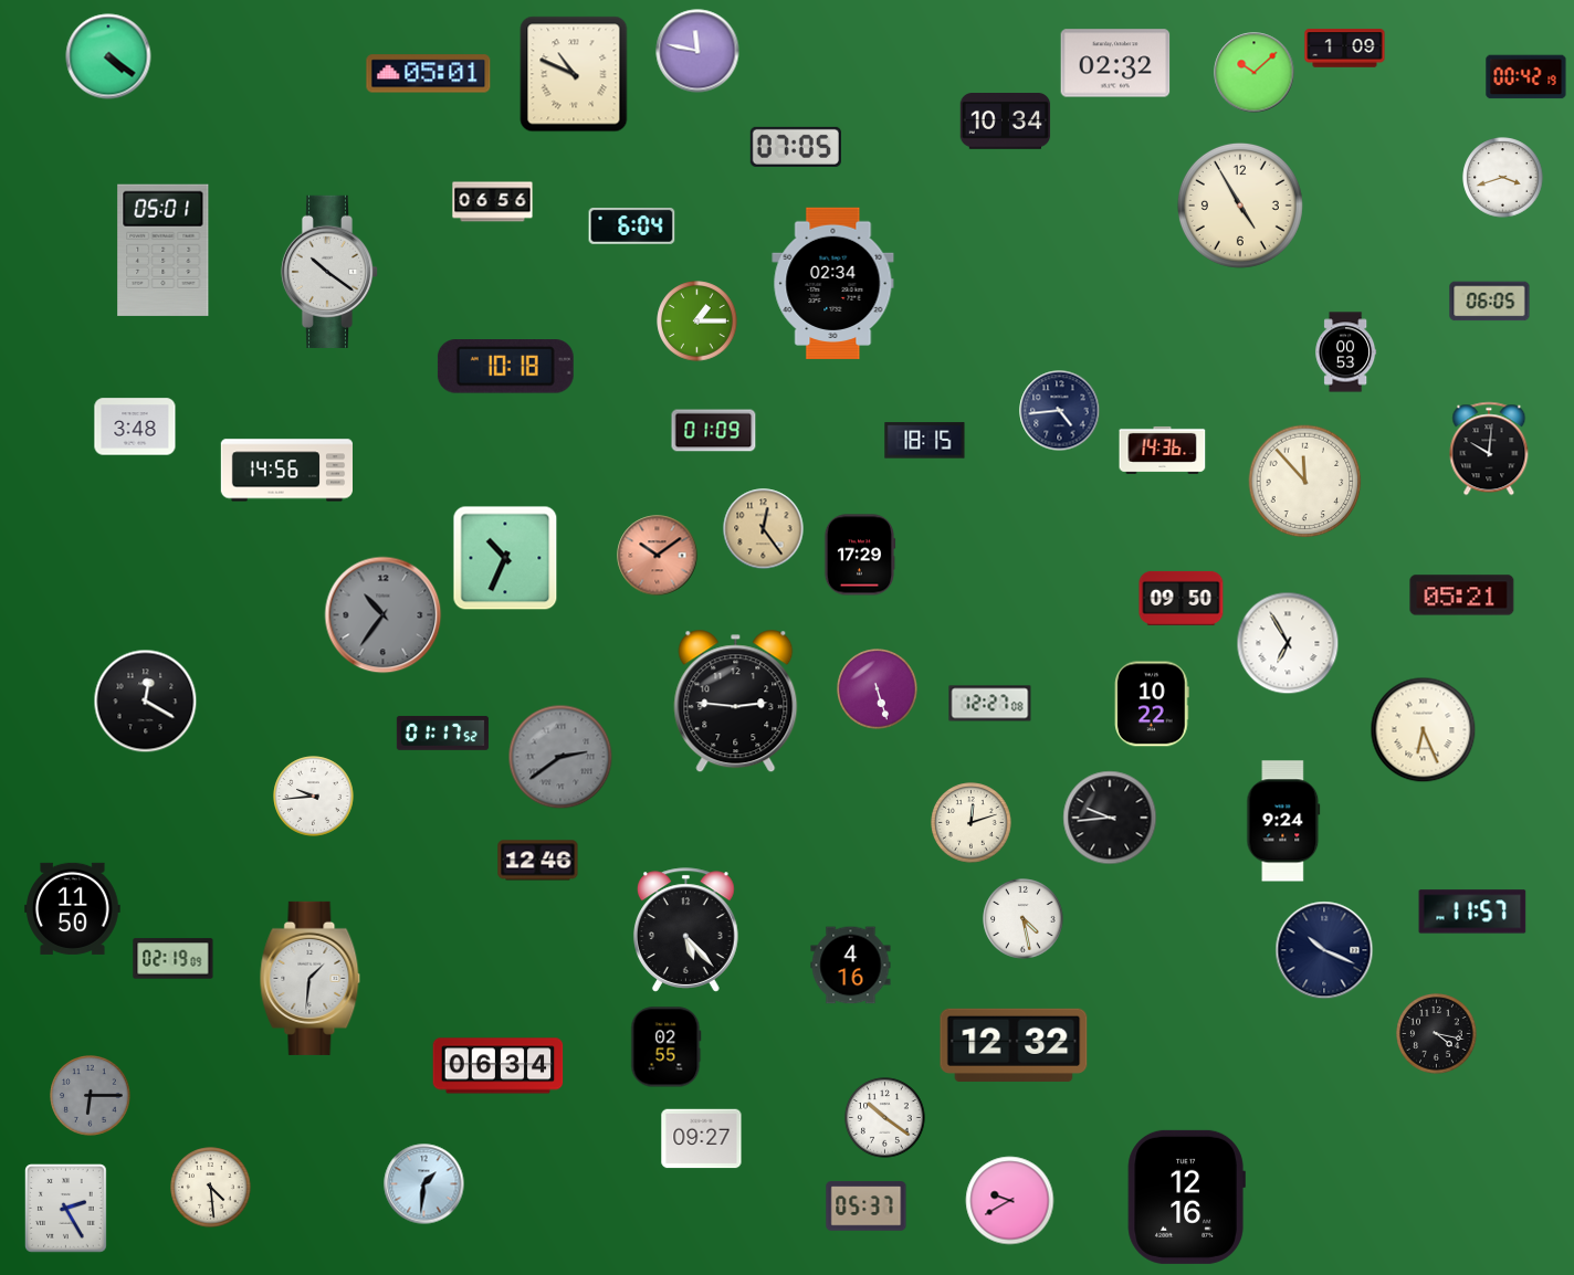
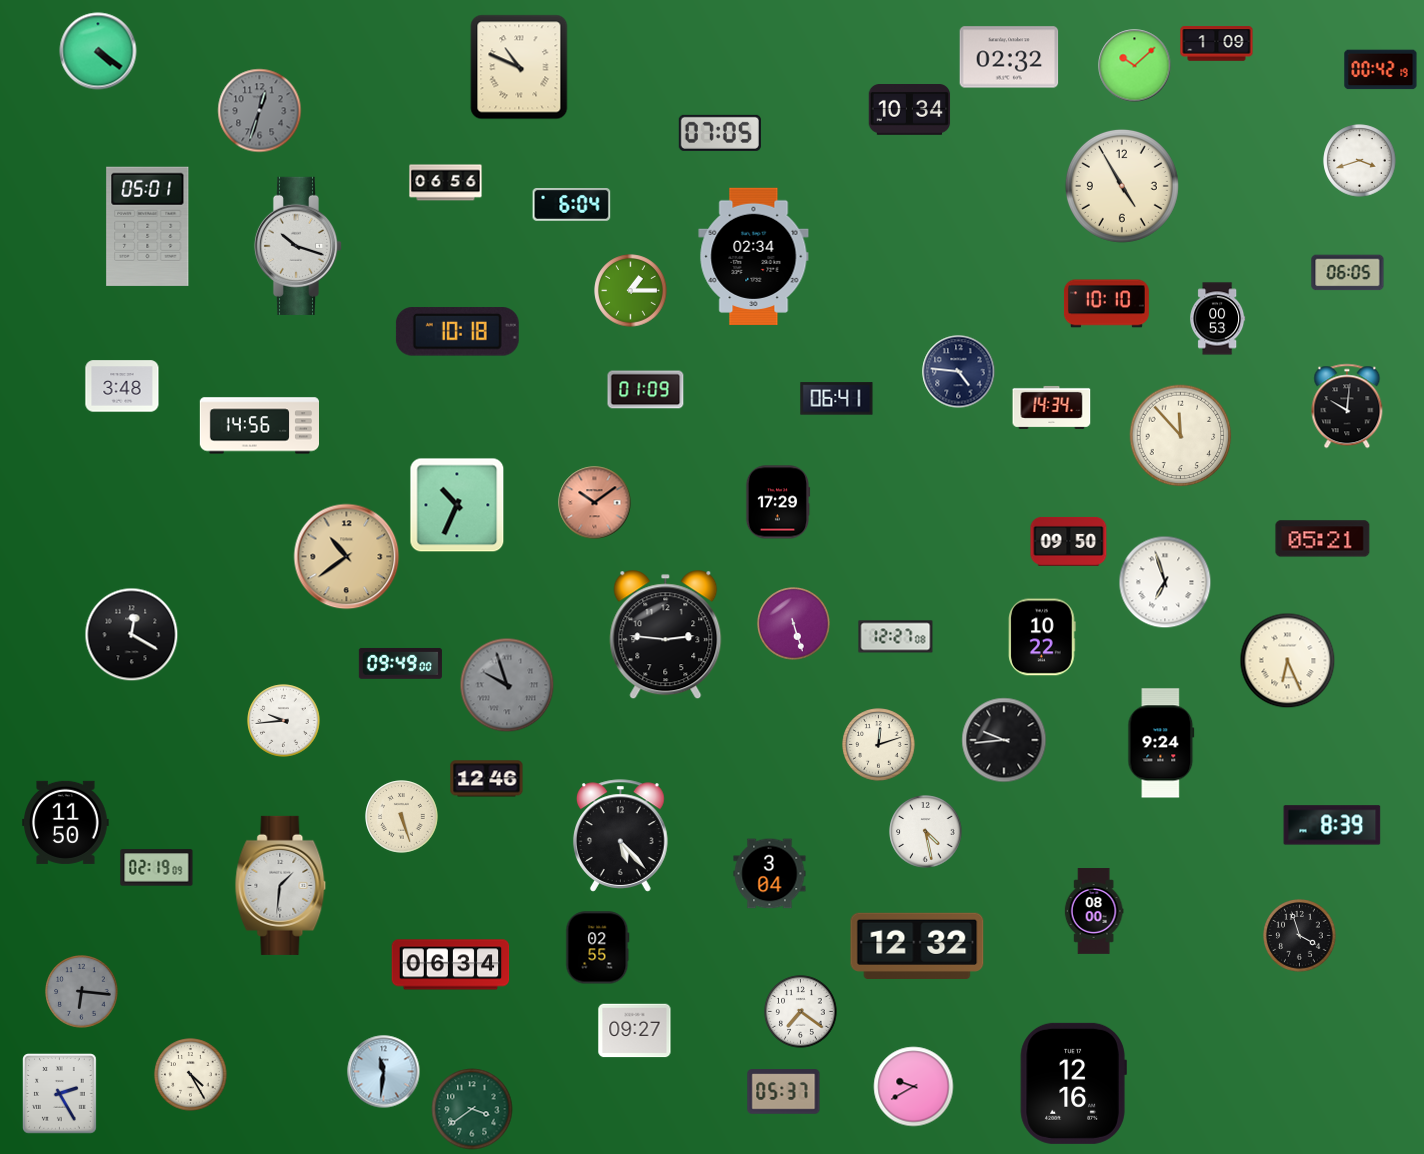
clock at (697, 51): 11:47 -> none
clock at (429, 74): 05:01 -> none
clock at (260, 111): none -> 12:33
clock at (329, 272): 10:21 -> 10:18
clock at (1106, 304): none -> 10:10
clock at (1060, 411): 4:44 -> 4:46
clock at (925, 441): 18:15 -> 06:41
clock at (1163, 450): 14:36 -> 14:34
clock at (764, 529): 12:24 -> none
clock at (384, 615): 10:36 -> 10:39
clock at (384, 615) dial: grey -> champagne
clock at (1288, 643): 6:55 -> 6:57
clock at (442, 733): 01:17 -> 09:49
clock at (560, 757): 2:39 -> 9:57
clock at (402, 817): none -> 5:27
clock at (1472, 912): 11:57 -> 8:39
clock at (686, 930) position: (686, 930) -> (621, 836)
clock at (1324, 950): 10:19 -> none
clock at (851, 966): 4:16 -> 3:04
clock at (1094, 911): none -> 08:00
clock at (1437, 1034): 4:17 -> 3:57
clock at (667, 1047) position: (667, 1047) -> (598, 948)
clock at (91, 1096): 6:15 -> 6:16
clock at (885, 1118): 10:21 -> 7:21
clock at (424, 1184): 1:31 -> 11:31
clock at (211, 1188): 4:29 -> 4:25
clock at (472, 1109): none -> 3:39
